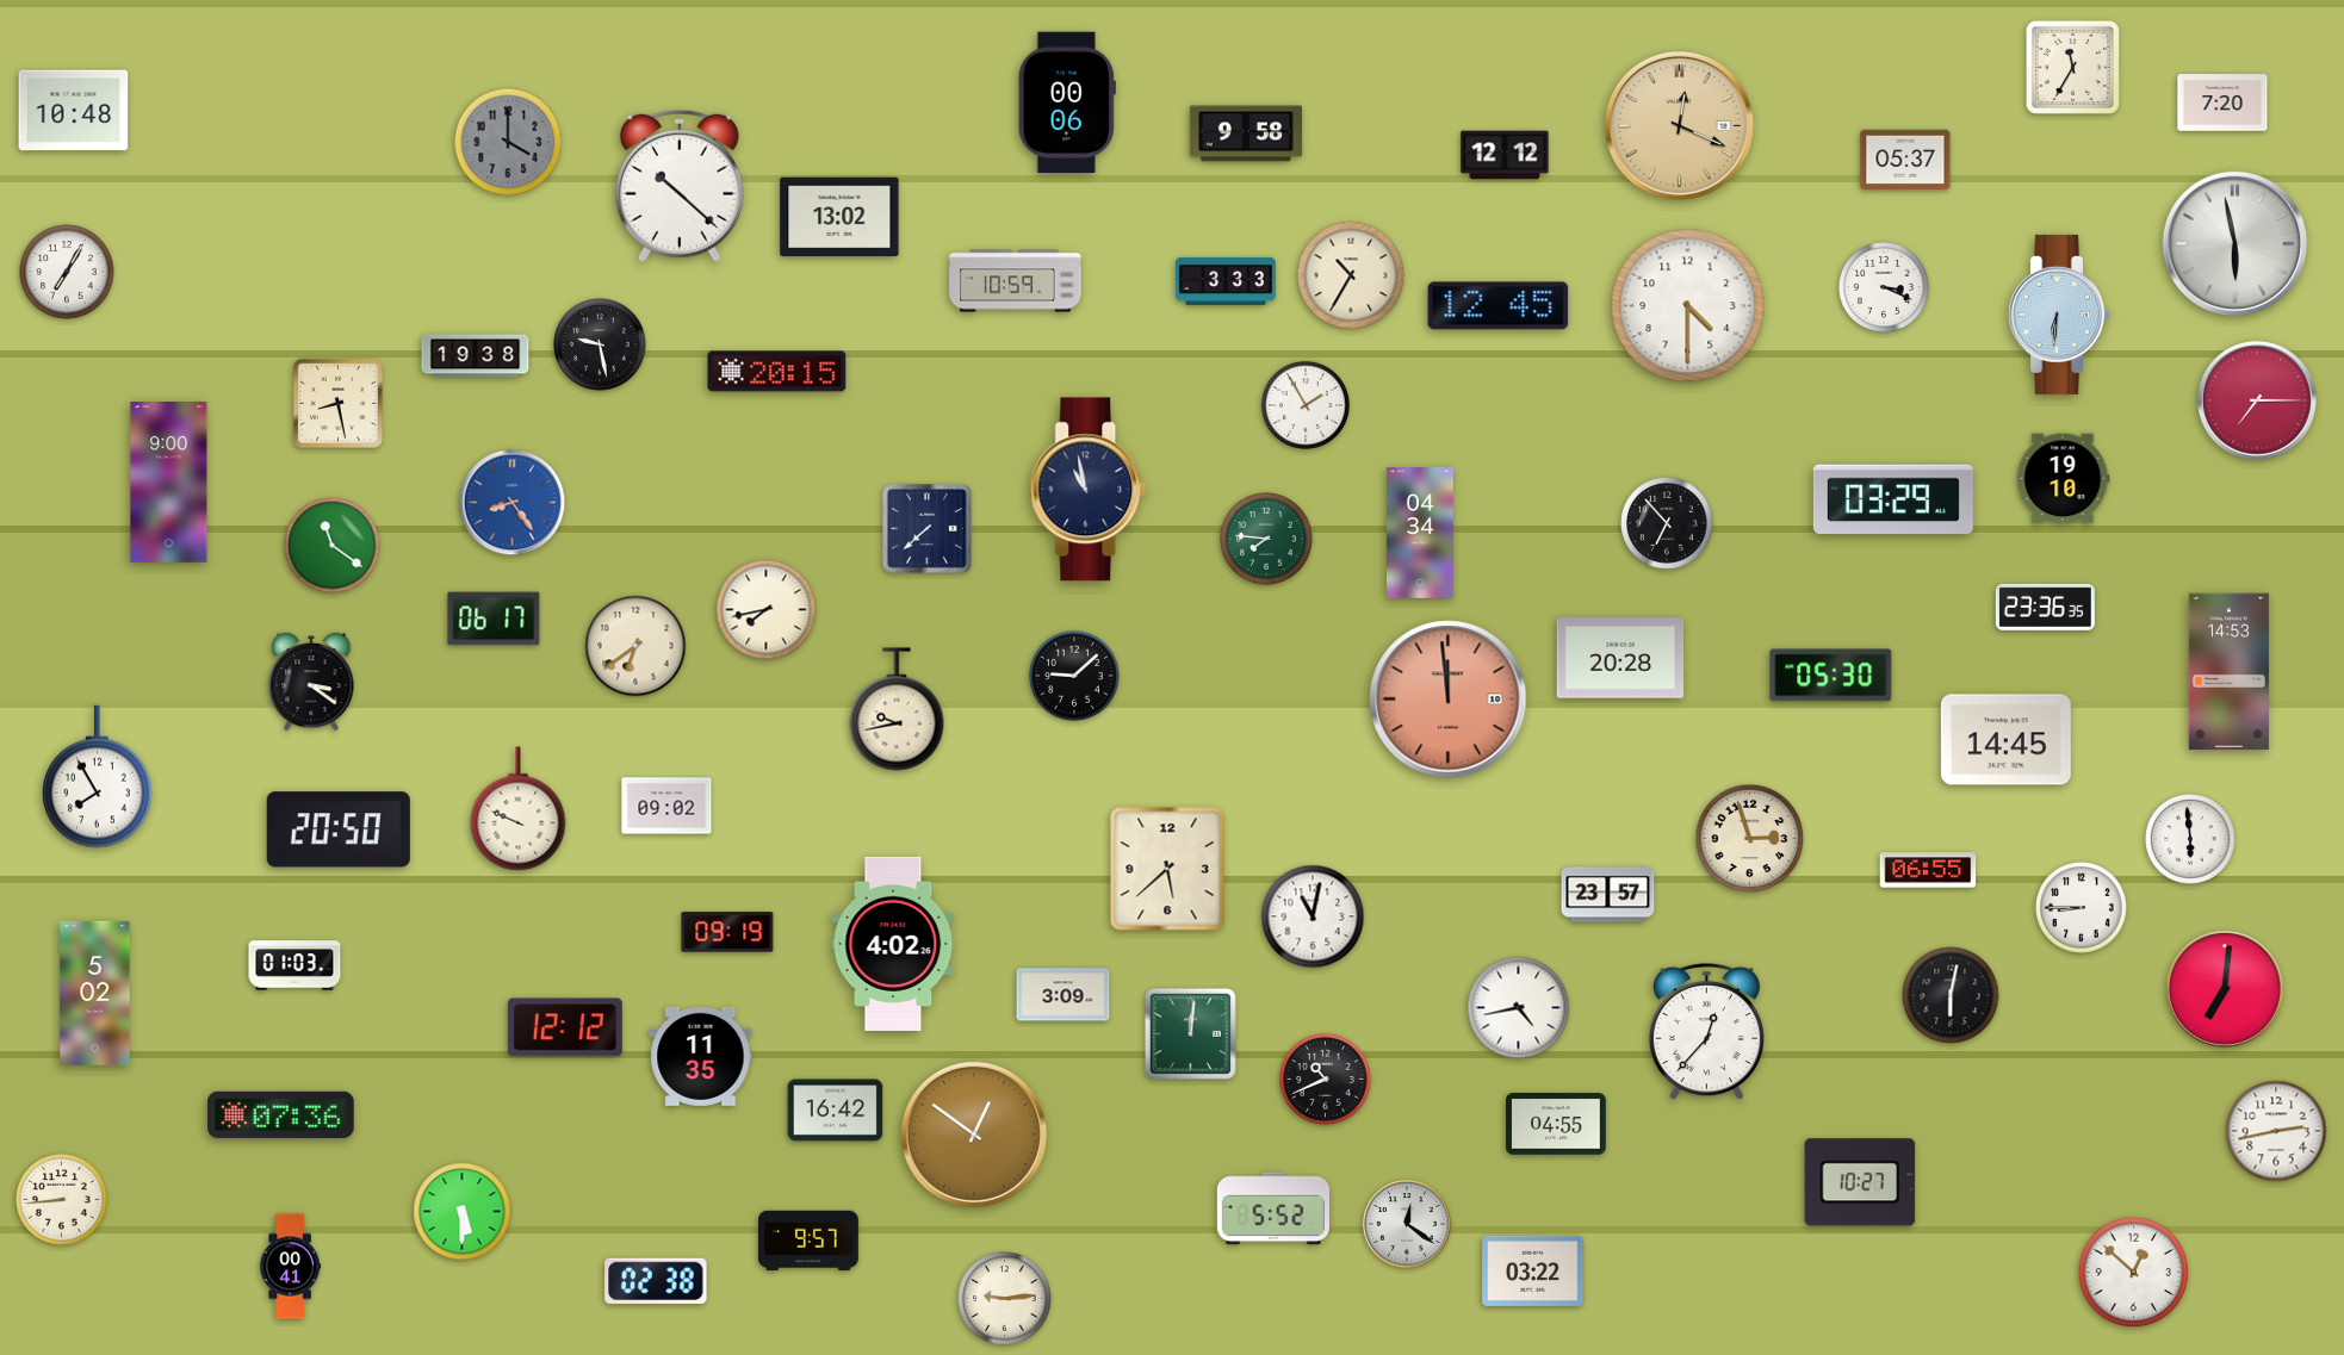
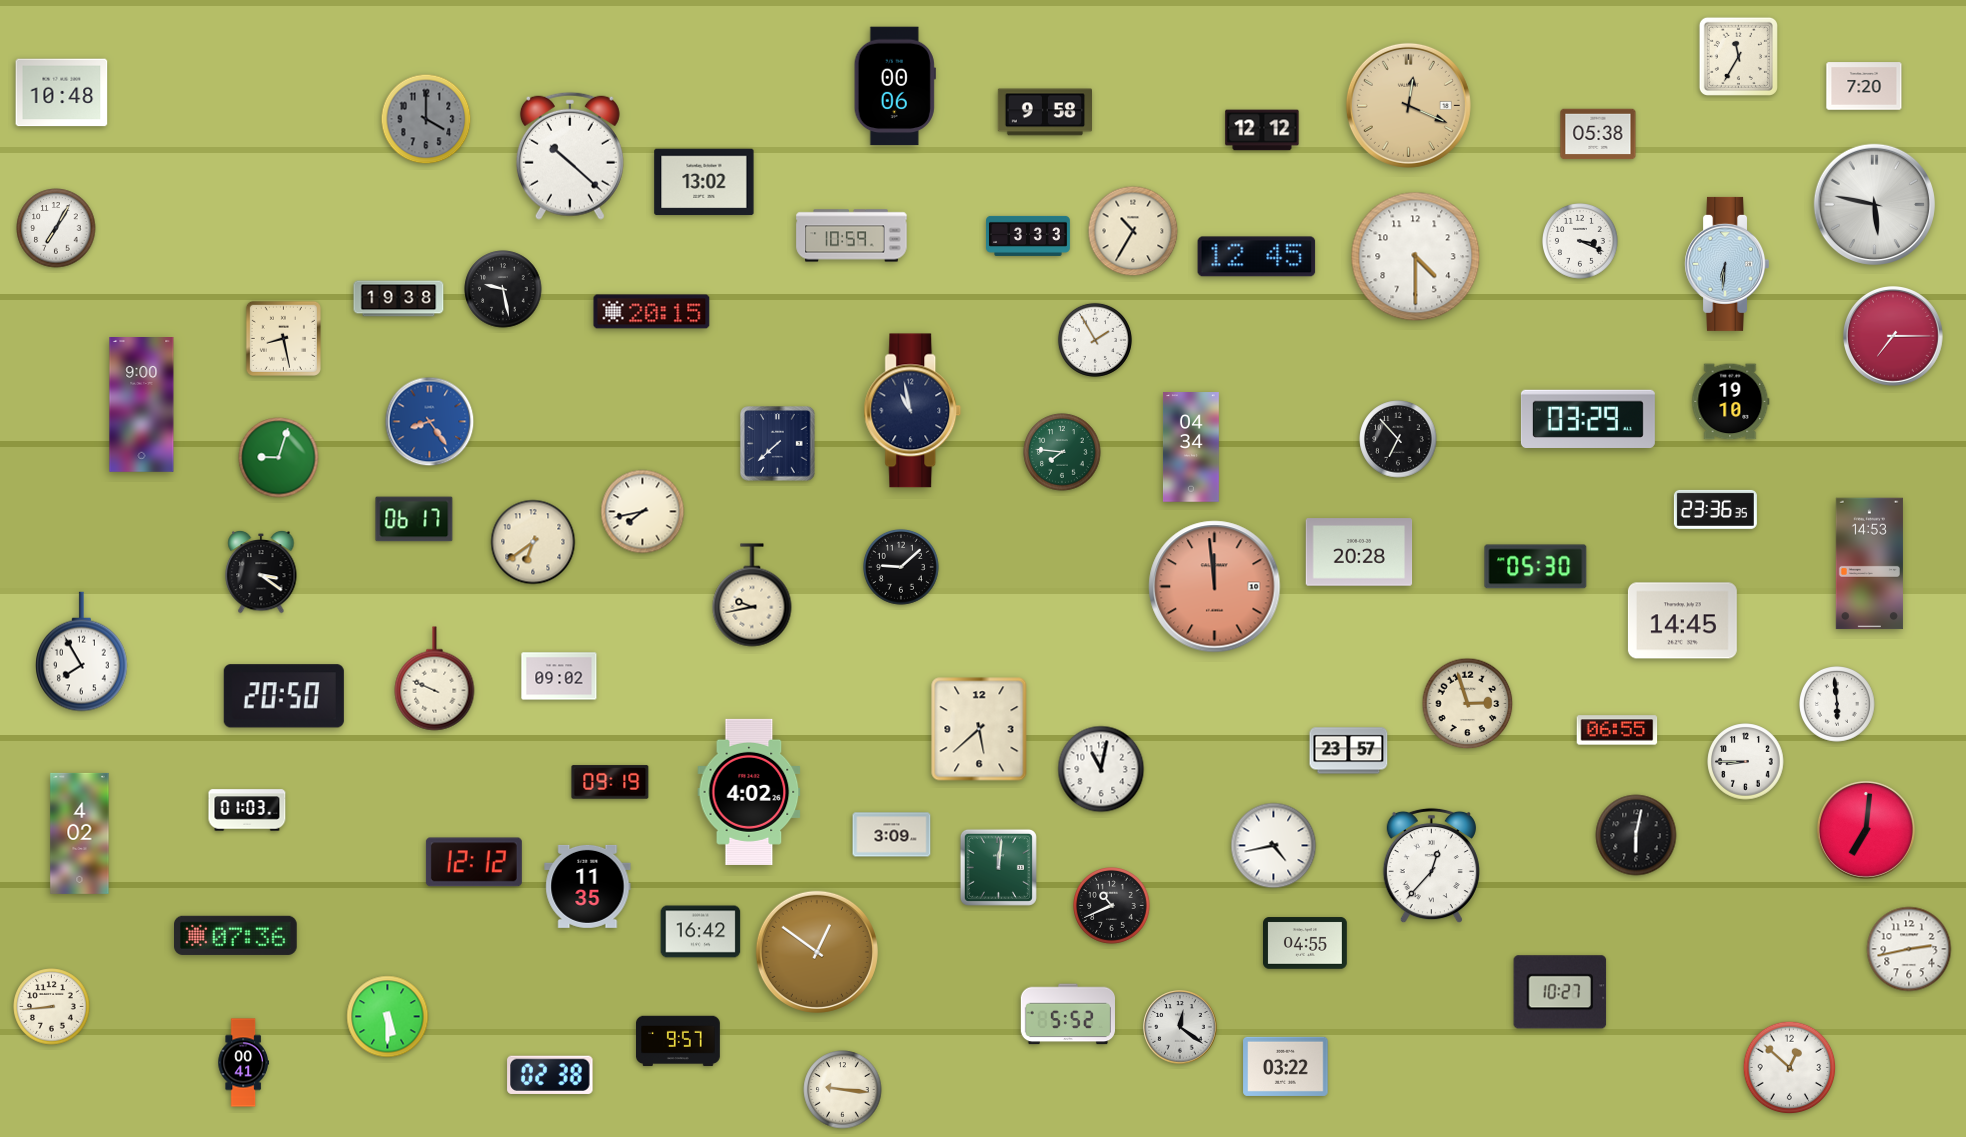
clock at (1905, 160): 05:37 -> 05:38
clock at (2234, 243): 5:58 -> 5:47
clock at (333, 546): 11:21 -> 9:03
clock at (95, 993): 5:02 -> 4:02
clock at (1005, 1299): 9:14 -> 9:16
